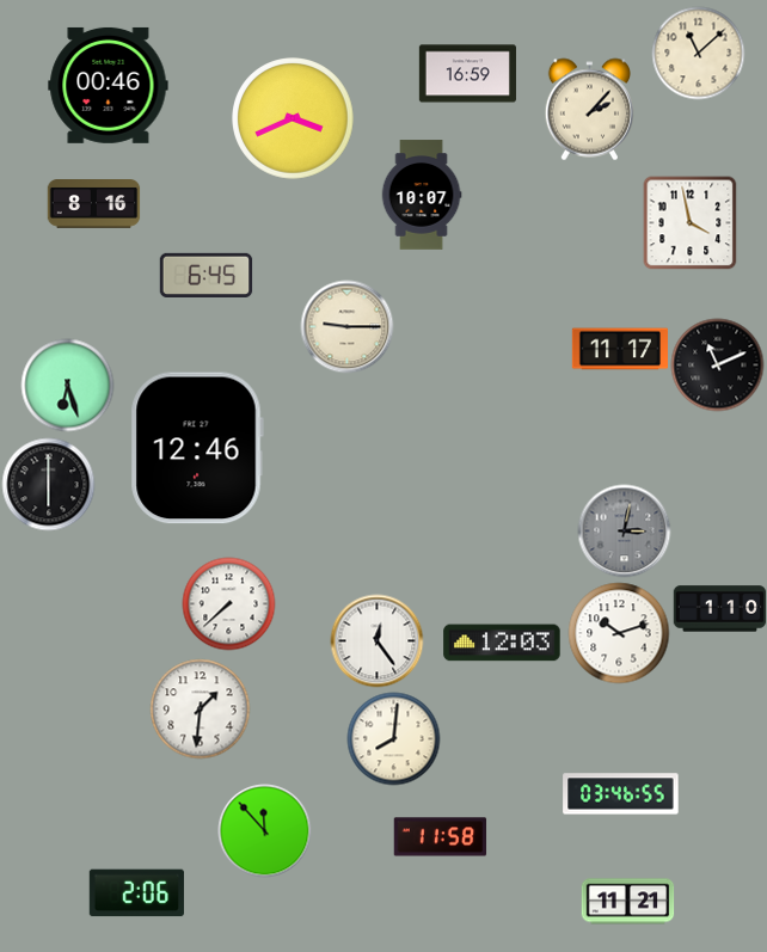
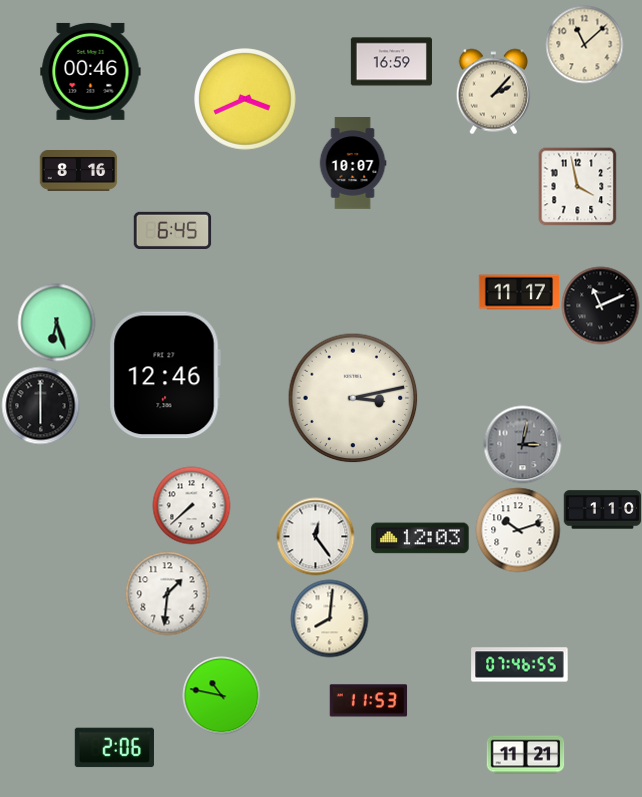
clock at (346, 326): 9:15 -> none
clock at (353, 398): none -> 3:13
clock at (621, 794): 03:46 -> 07:46
clock at (264, 830): 11:53 -> 10:47
clock at (440, 837): 11:58 -> 11:53
